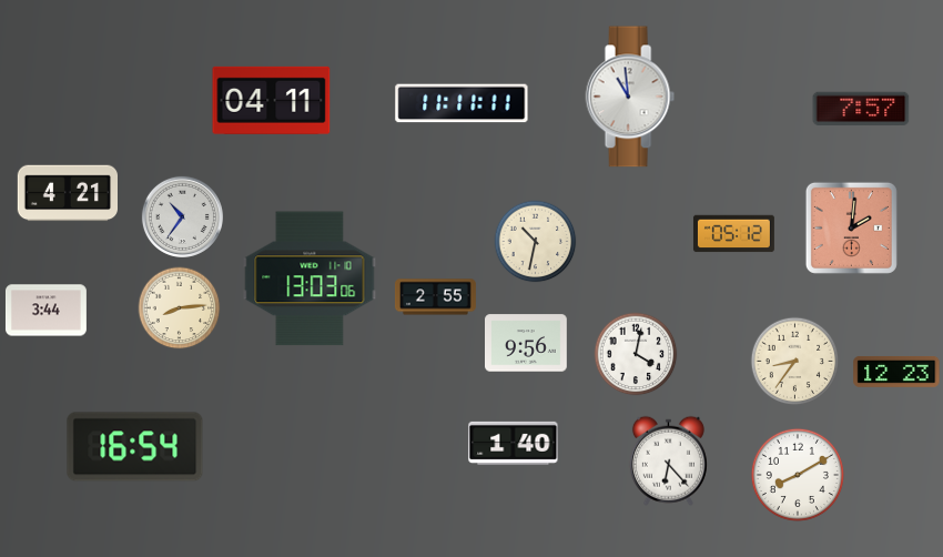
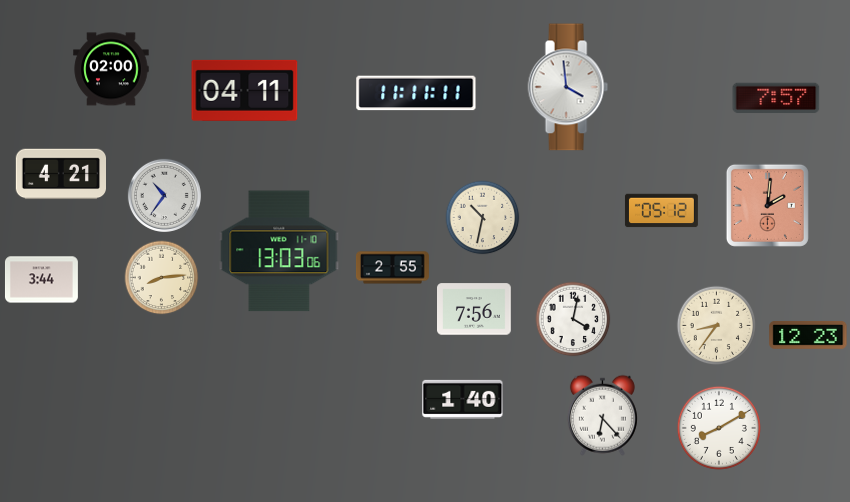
clock at (111, 69): none -> 02:00
clock at (630, 97): 10:59 -> 3:59
clock at (526, 343): 9:56 -> 7:56
clock at (135, 447): 16:54 -> none
